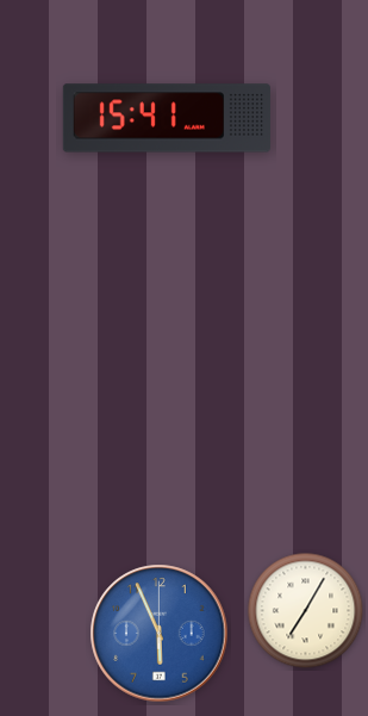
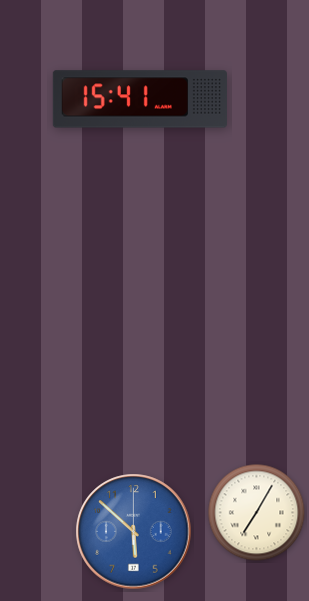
clock at (160, 634): 5:56 -> 5:52
